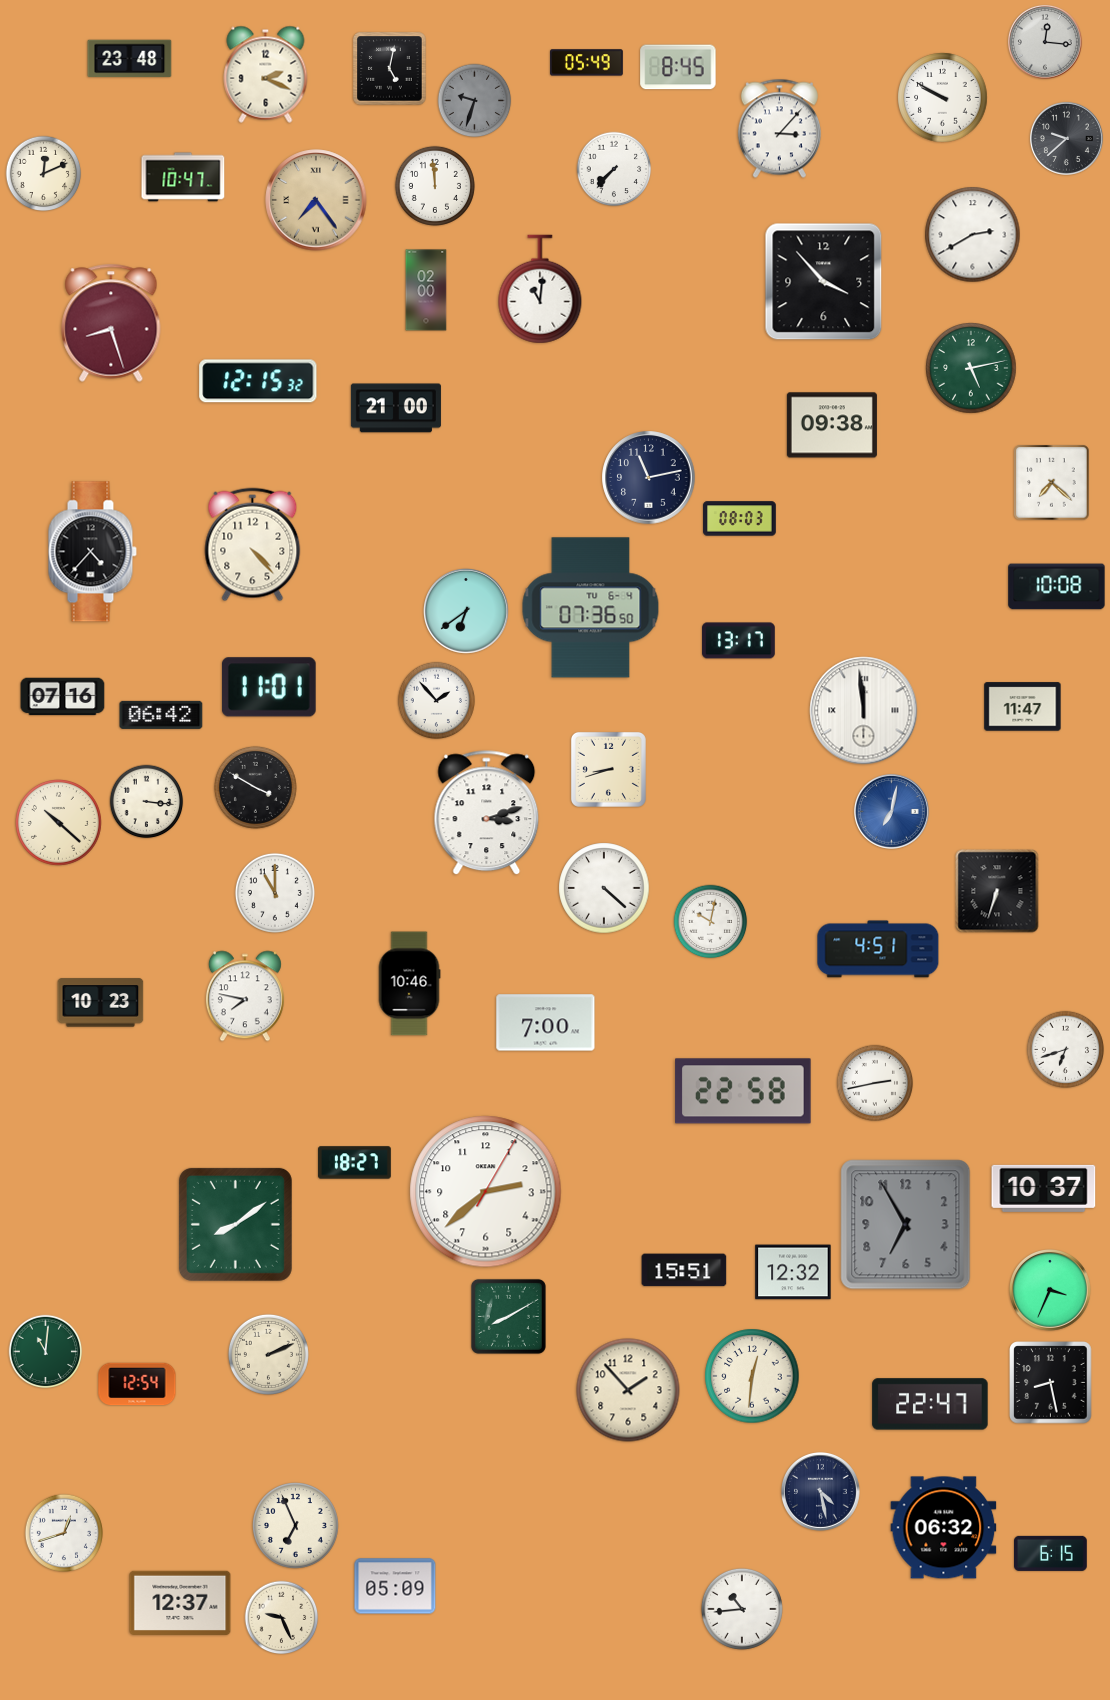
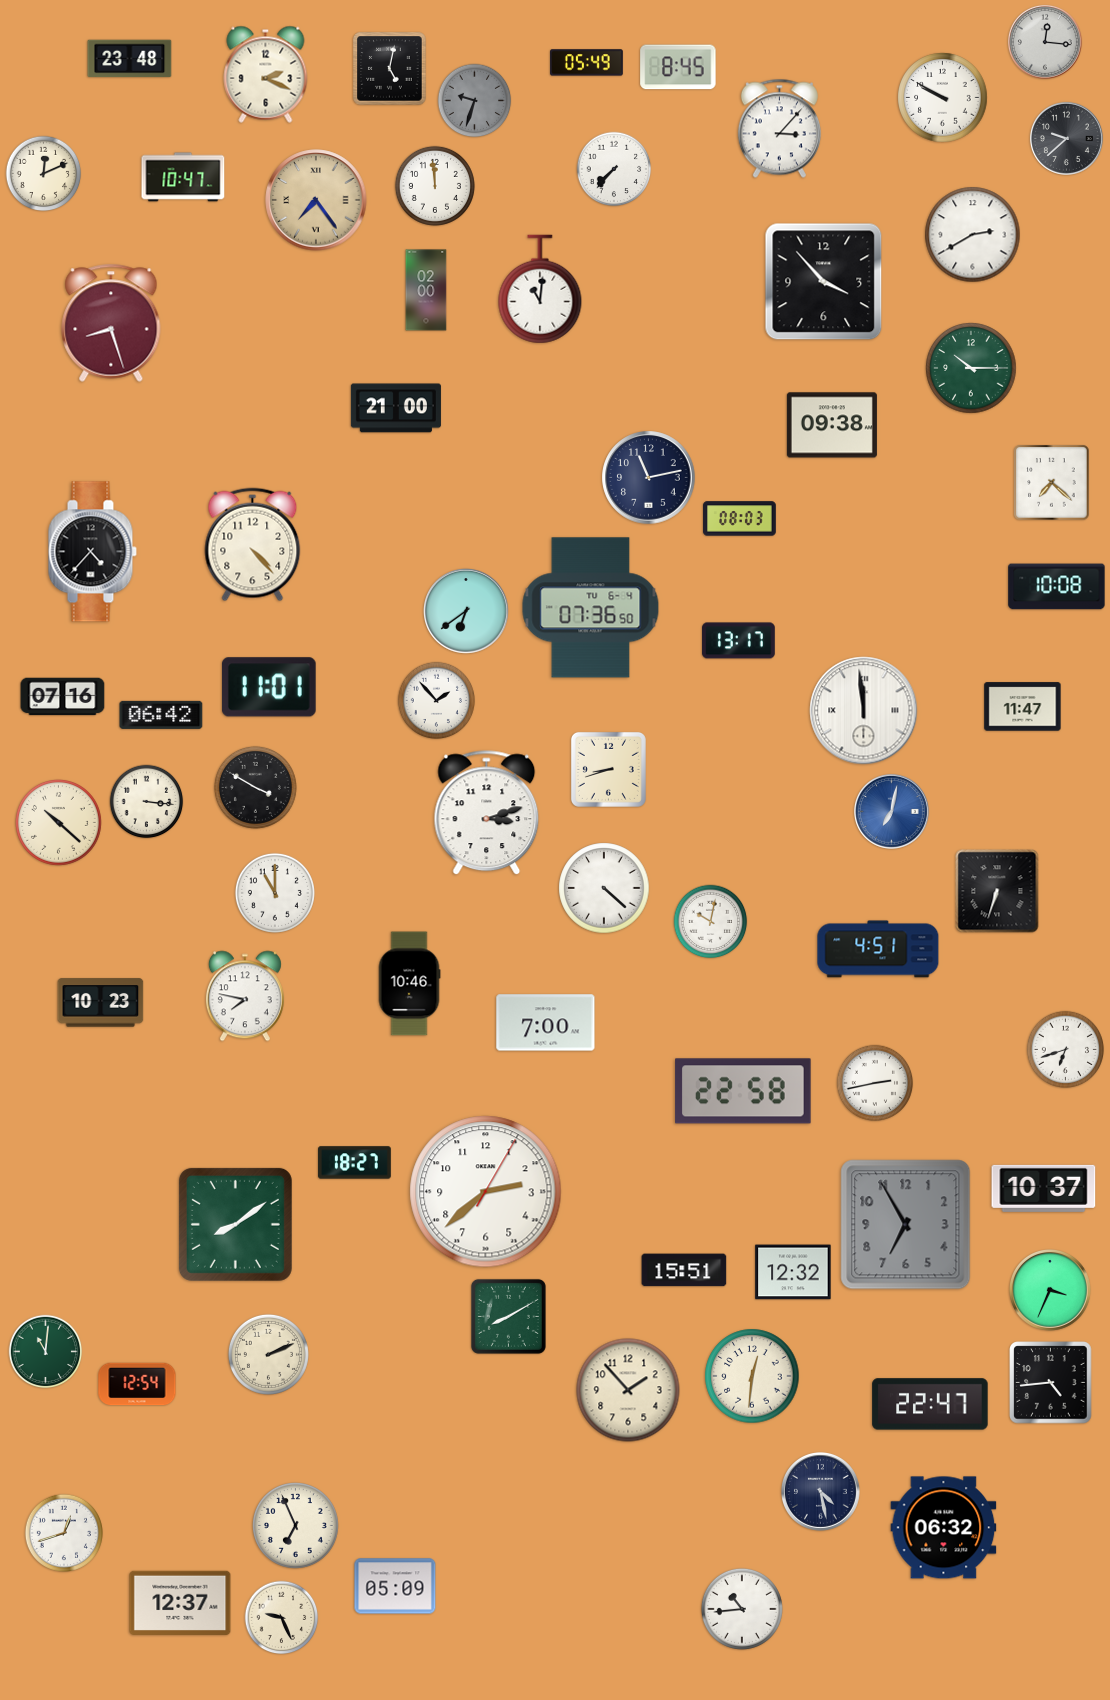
clock at (971, 368): 5:13 -> 10:15
clock at (258, 381): 12:15 -> none
clock at (1051, 1383): 8:28 -> 4:44
clock at (1051, 1553): 6:15 -> none
